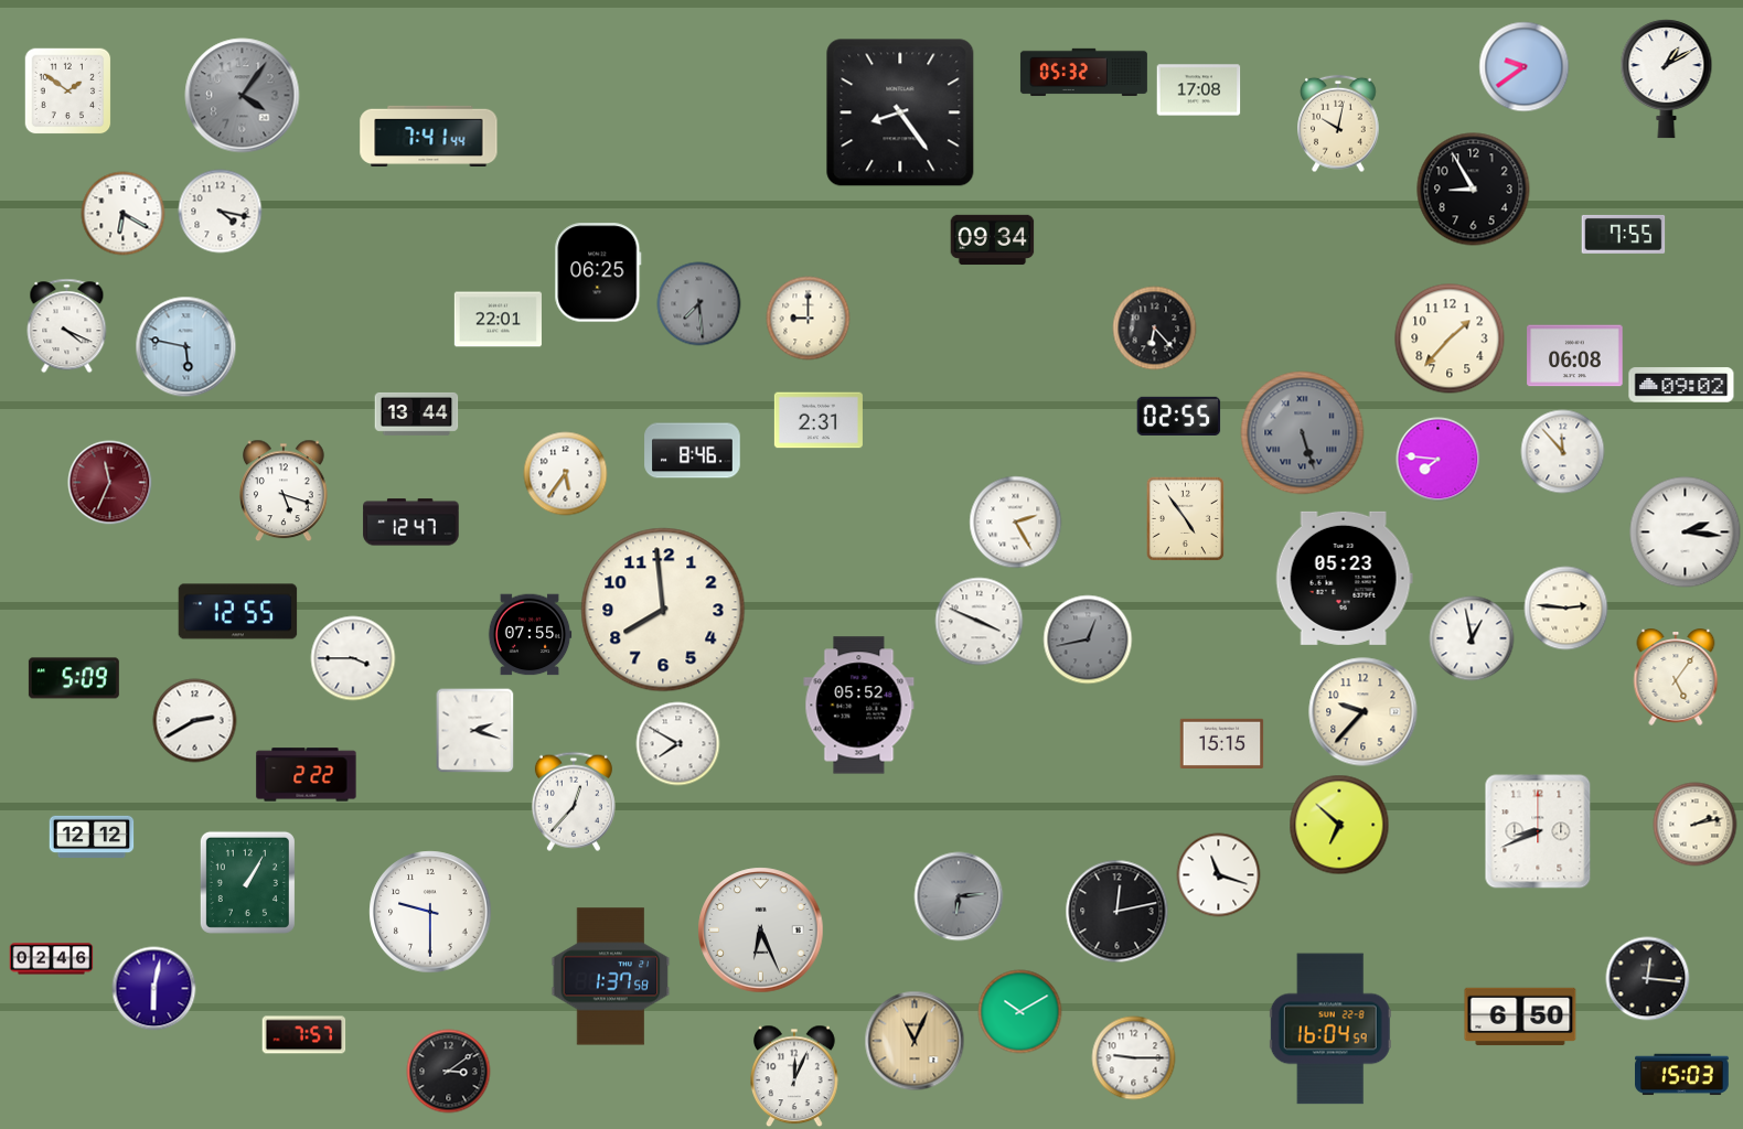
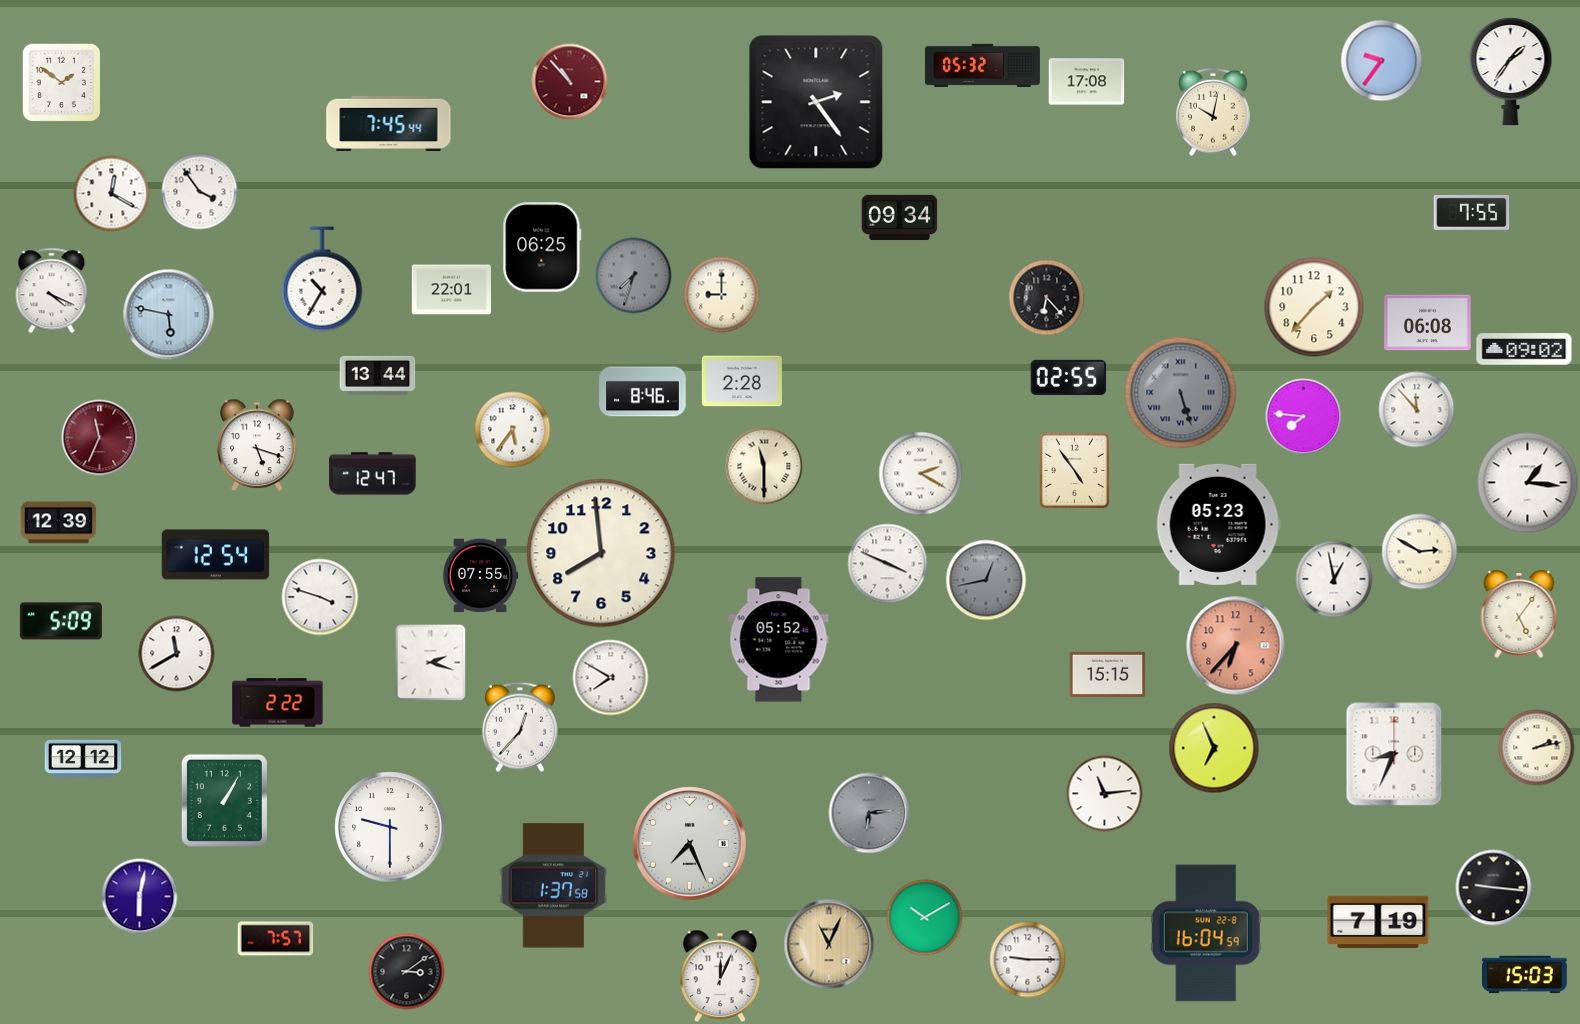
clock at (1525, 67): 9:39 -> 9:36
clock at (1667, 79): 1:10 -> 1:36
clock at (570, 82): none -> 10:53
clock at (243, 96): 4:06 -> none
clock at (900, 112): 8:24 -> 2:24
clock at (429, 136): 7:41 -> 7:45
clock at (1474, 190): 8:55 -> none
clock at (221, 212): 4:17 -> 3:54
clock at (124, 214): 6:20 -> 12:20
clock at (699, 304): 7:29 -> 7:33
clock at (322, 279): none -> 10:35
clock at (809, 319) position: (809, 319) -> (722, 295)
clock at (67, 326) position: (67, 326) -> (52, 291)
clock at (819, 420): 2:31 -> 2:28
clock at (693, 451) position: (693, 451) -> (643, 392)
clock at (764, 466): none -> 11:30
clock at (1016, 523): 2:25 -> 2:20
clock at (1686, 533): 2:16 -> 1:16
clock at (59, 523): none -> 12:39
clock at (1566, 609): 2:46 -> 2:50
clock at (238, 612): 12:55 -> 12:54
clock at (353, 658): 3:45 -> 3:48
clock at (74, 678) position: (74, 678) -> (61, 621)
clock at (1364, 712): 9:37 -> 6:37
clock at (1364, 712) dial: cream -> salmon
clock at (195, 721): 2:40 -> 11:40
clock at (678, 744) position: (678, 744) -> (611, 678)
clock at (1339, 825): 6:52 -> 6:56
clock at (1538, 831): 8:41 -> 8:34
clock at (1219, 875): 11:18 -> 11:14
clock at (1118, 912): 12:13 -> none
clock at (761, 931): 6:26 -> 7:26
clock at (52, 959): 02:46 -> none
clock at (1648, 979): 12:16 -> 9:16
clock at (1520, 1017): 6:50 -> 7:19
